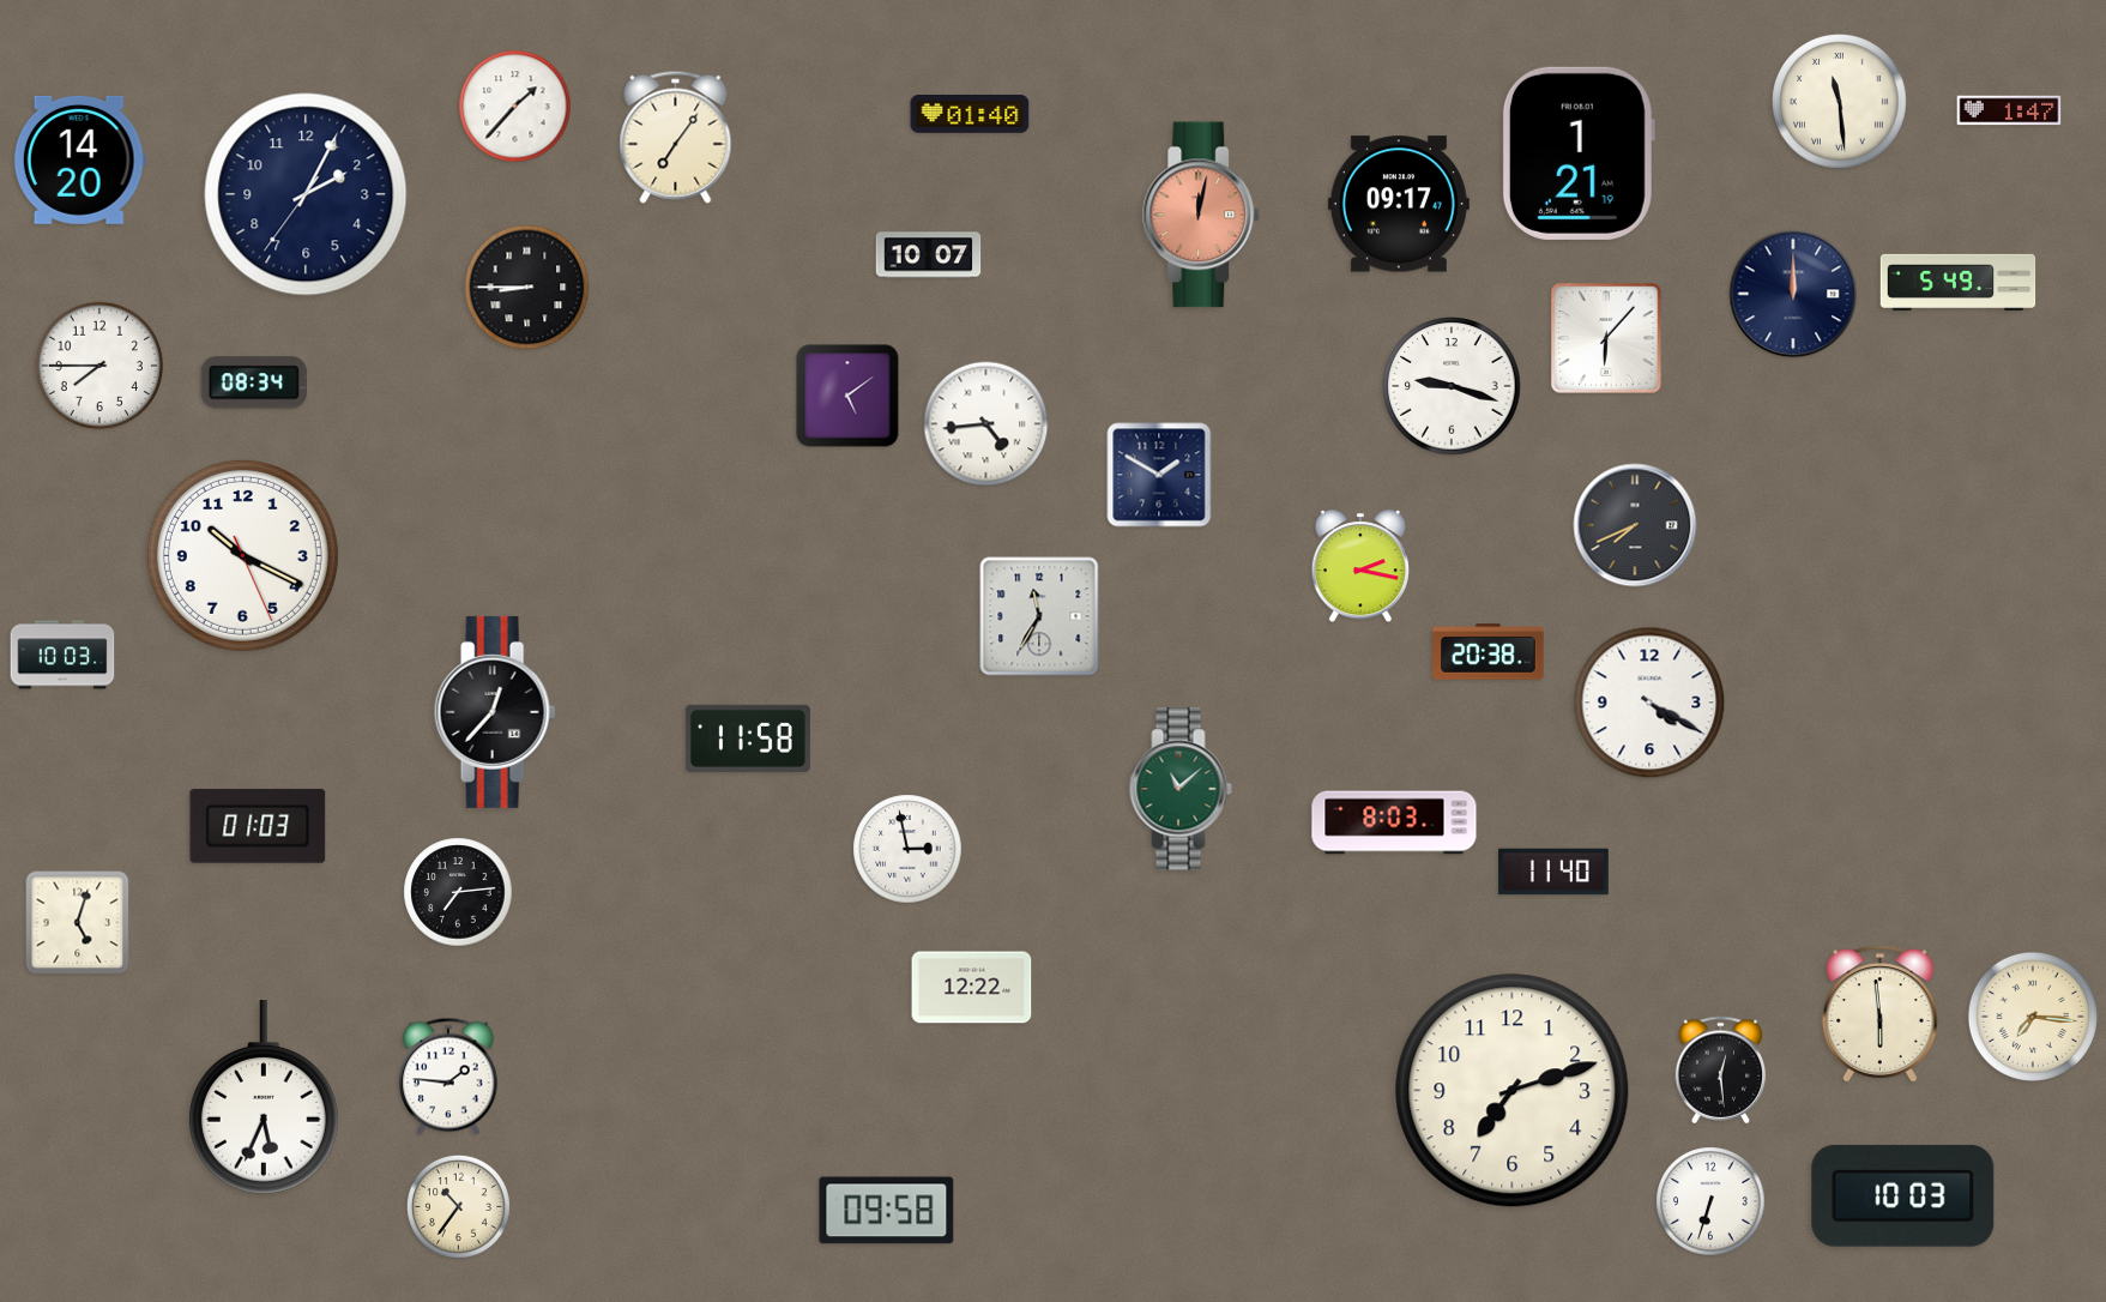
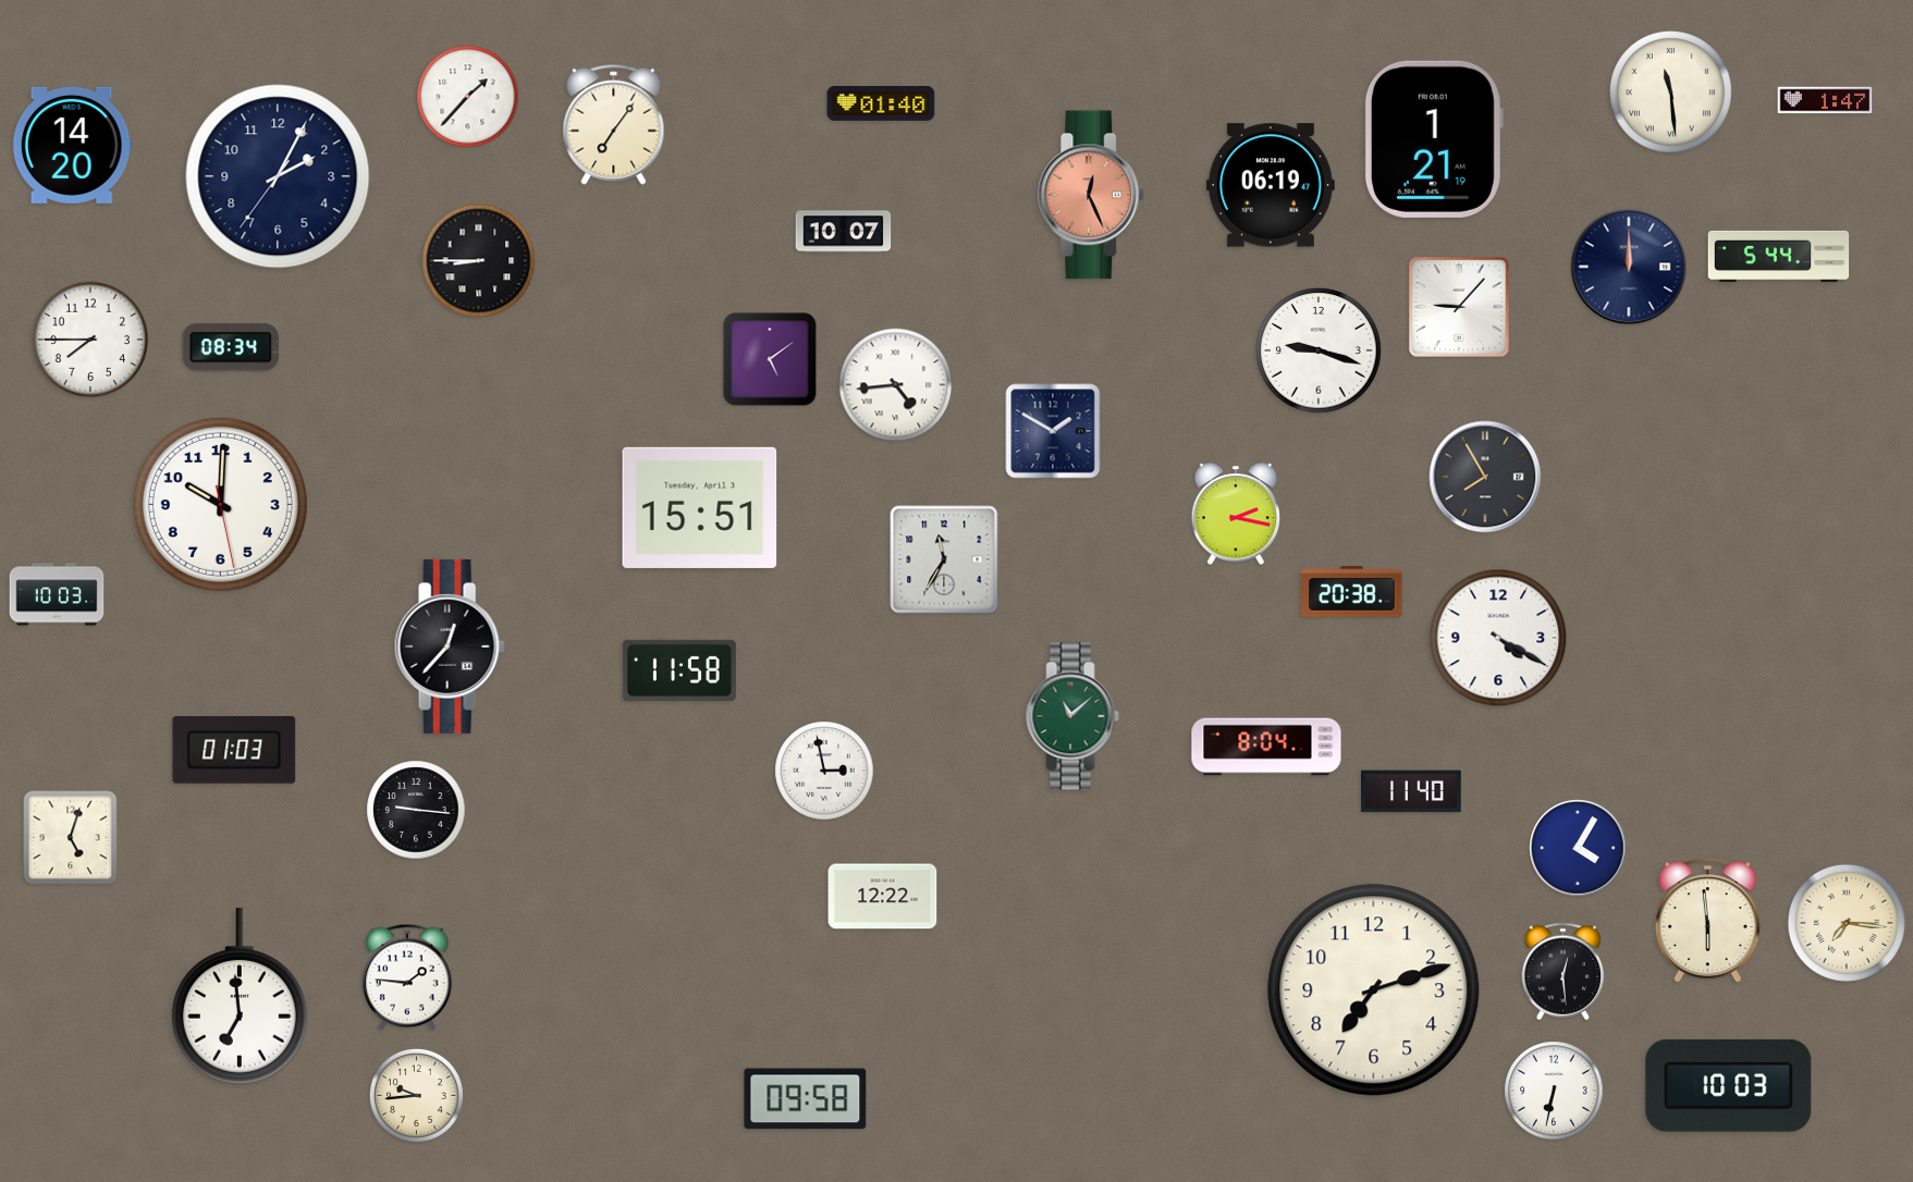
clock at (1399, 204): 09:17 -> 06:19
clock at (1201, 215): 12:02 -> 12:26
clock at (1959, 282): 5:49 -> 5:44
clock at (1606, 338): 6:07 -> 9:07
clock at (99, 366) position: (99, 366) -> (90, 340)
clock at (1635, 525): 7:41 -> 7:55
clock at (242, 555): 10:19 -> 10:00
clock at (700, 507): none -> 15:51
clock at (1394, 822): 8:03 -> 8:04
clock at (458, 892): 7:14 -> 9:16
clock at (1578, 848): none -> 4:05
clock at (264, 1097): 5:34 -> 6:59
clock at (1710, 1201): 6:33 -> 6:32
clock at (458, 1206): 10:36 -> 9:44
